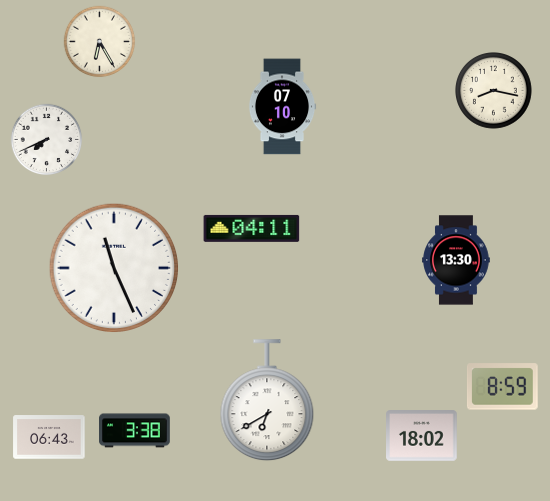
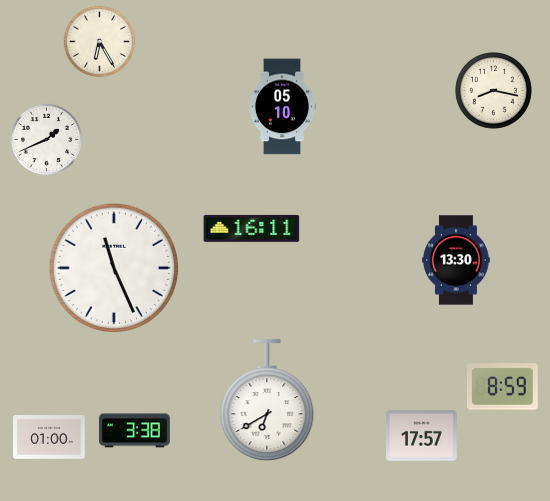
clock at (282, 107): 07:10 -> 05:10
clock at (47, 140): 7:41 -> 1:41
clock at (252, 228): 04:11 -> 16:11
clock at (422, 436): 18:02 -> 17:57
clock at (49, 437): 06:43 -> 01:00
